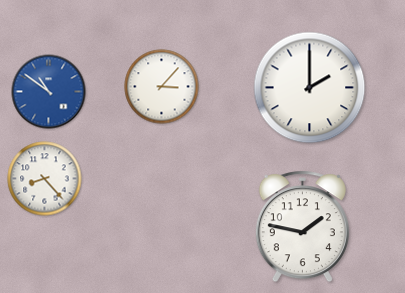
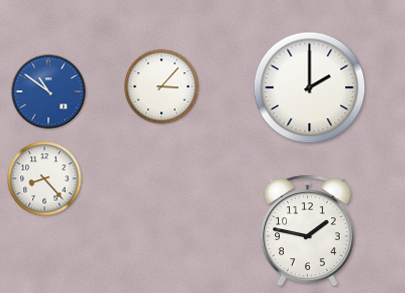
clock at (302, 227) position: (302, 227) -> (307, 231)
